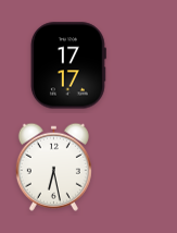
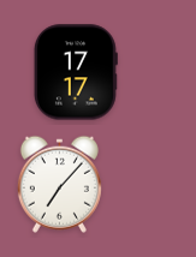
clock at (53, 167): 6:28 -> 7:07
